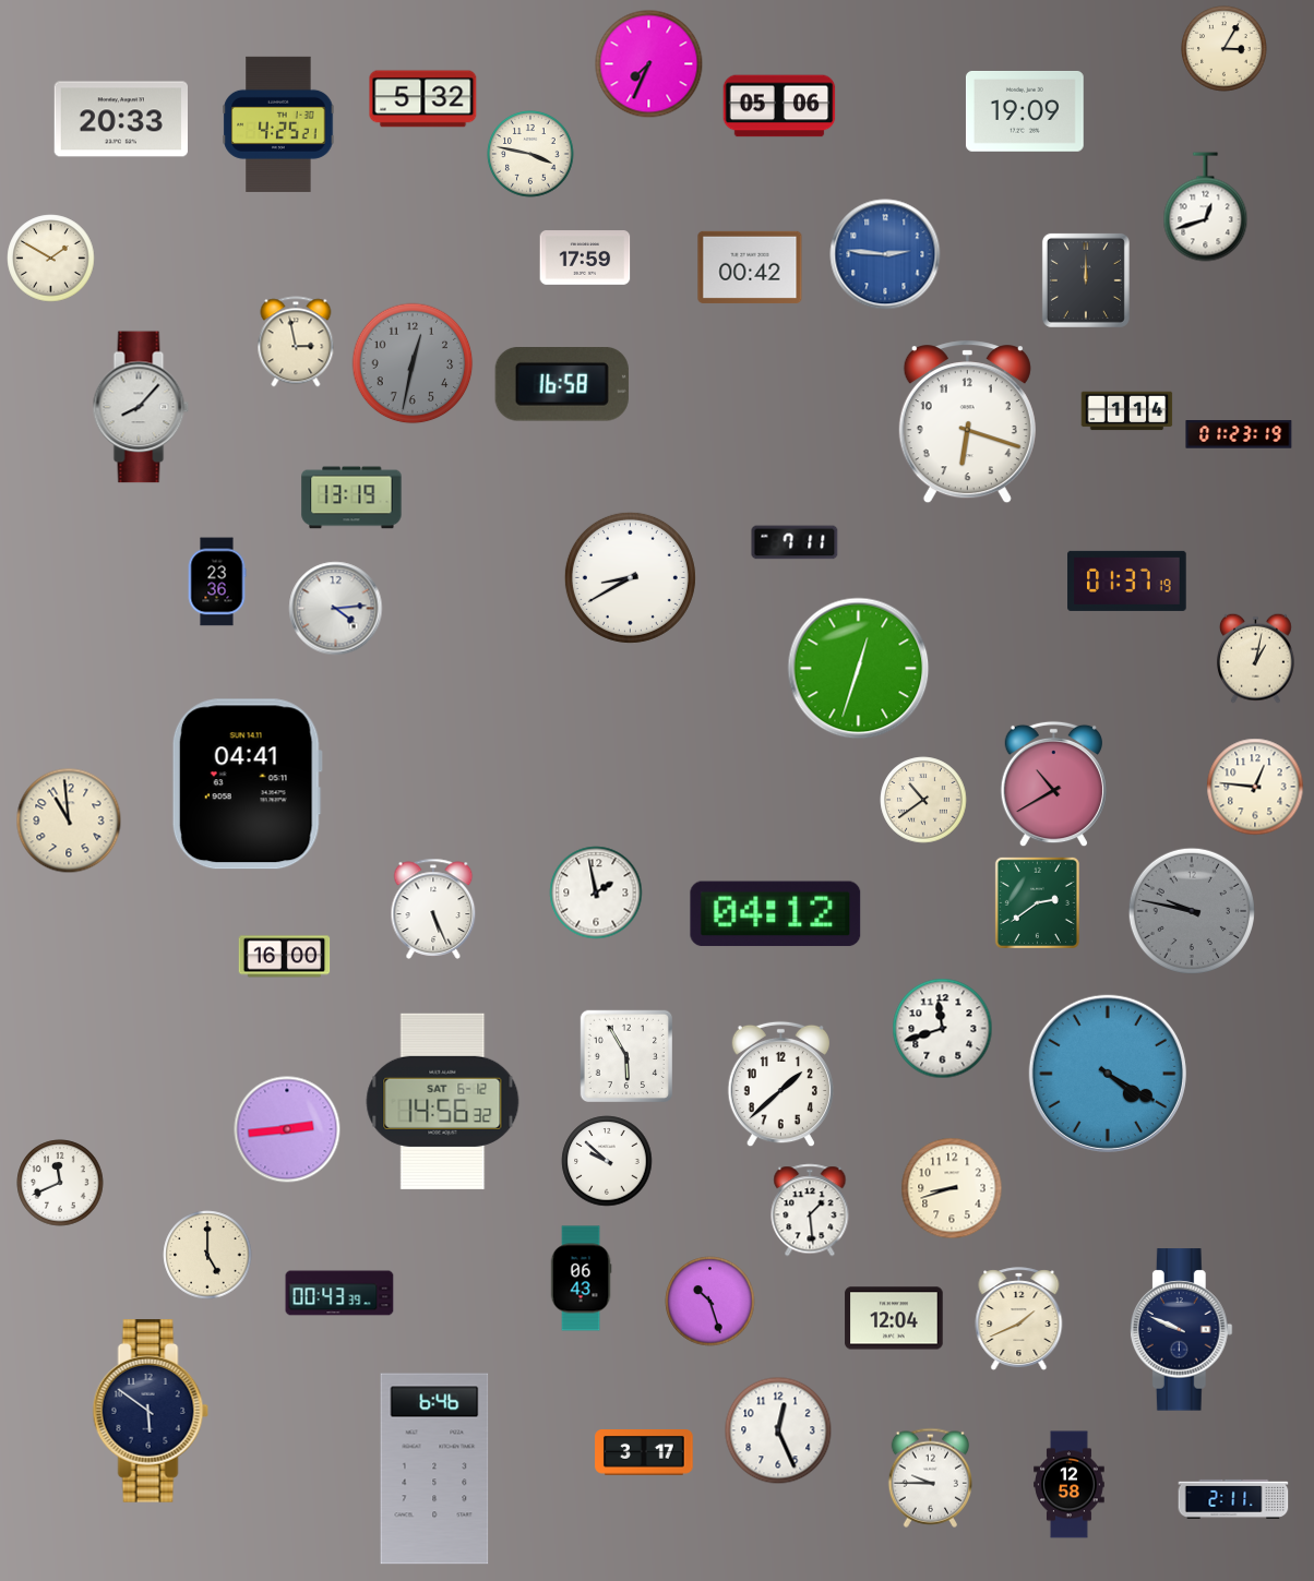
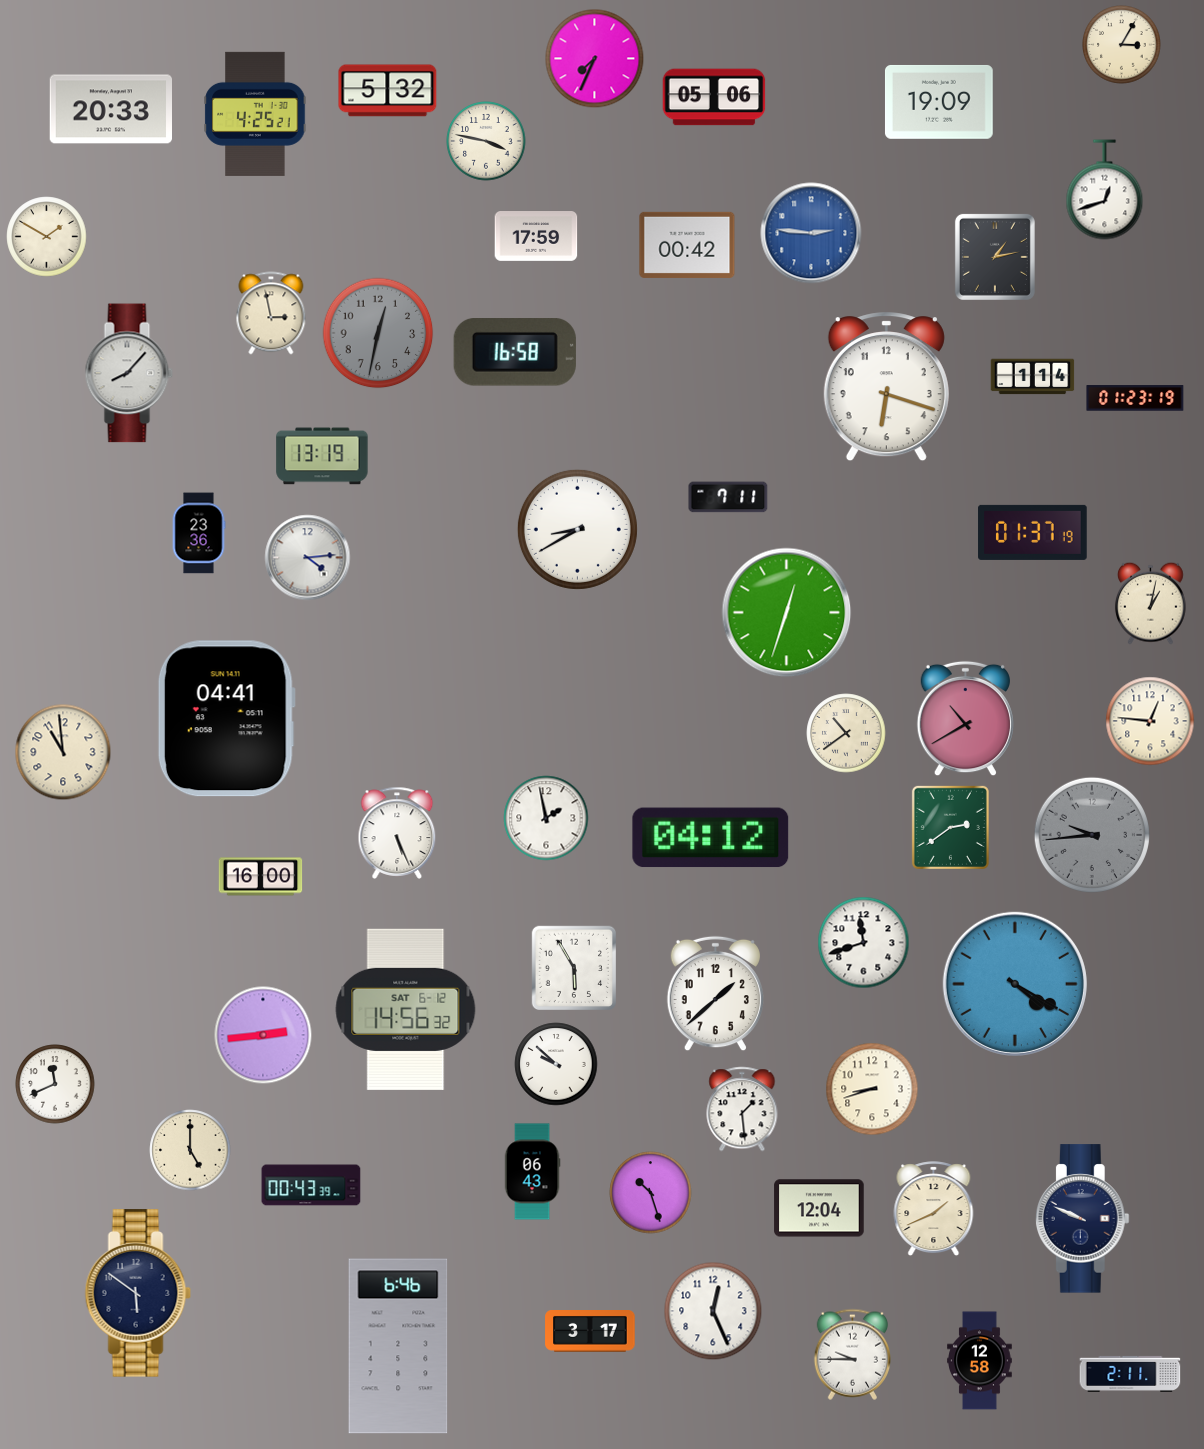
clock at (1086, 280): 12:00 -> 1:13
clock at (1192, 911): 9:47 -> 9:44
